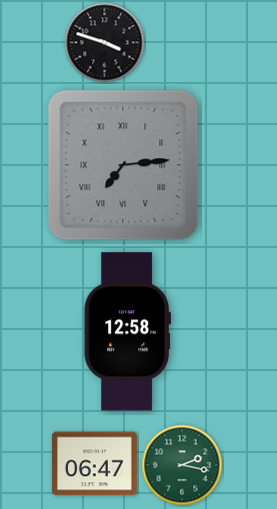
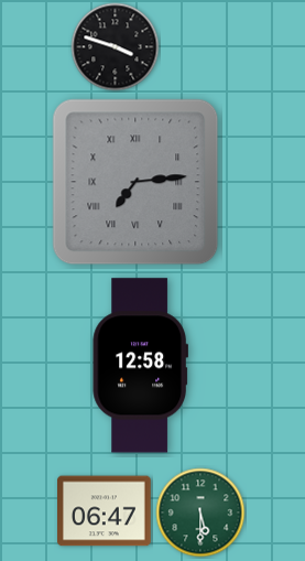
clock at (182, 465): 2:17 -> 5:30
